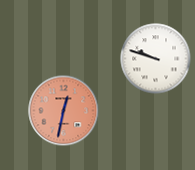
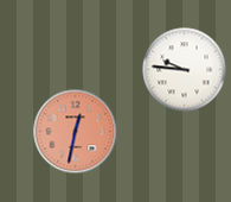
clock at (156, 59): 9:48 -> 9:46
